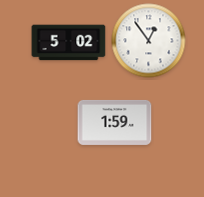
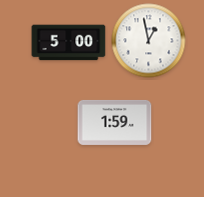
clock at (149, 41): 12:54 -> 12:58
clock at (69, 43): 5:02 -> 5:00
